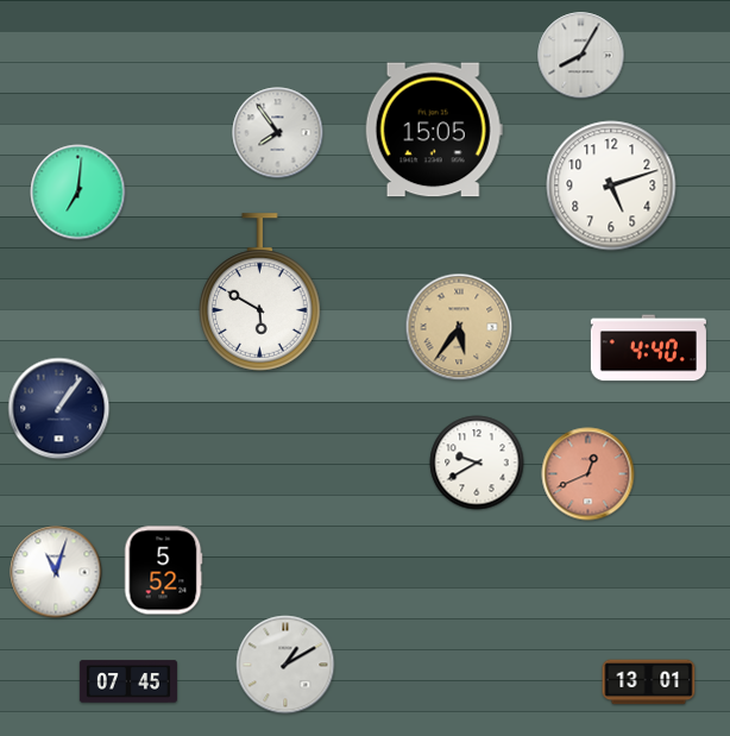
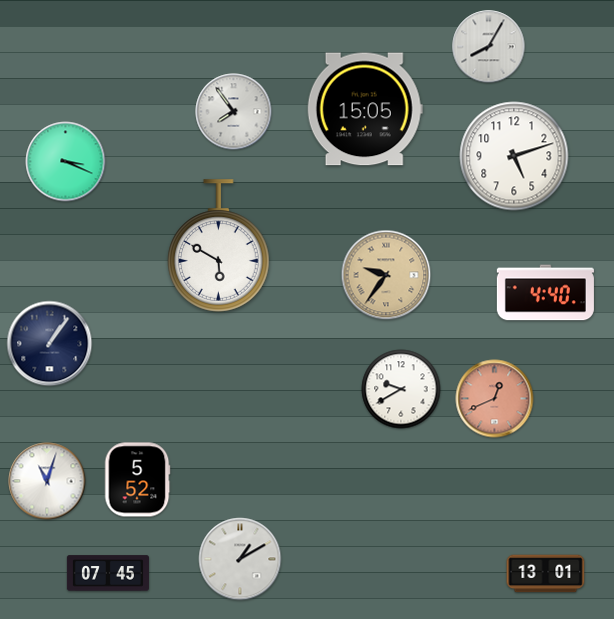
clock at (78, 193): 7:01 -> 3:19
clock at (459, 327): 5:36 -> 9:36
